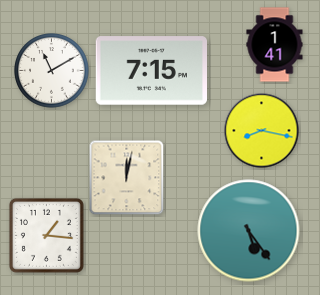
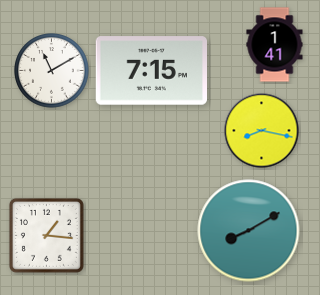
clock at (127, 178): 12:02 -> none
clock at (249, 231): 5:24 -> 8:10
